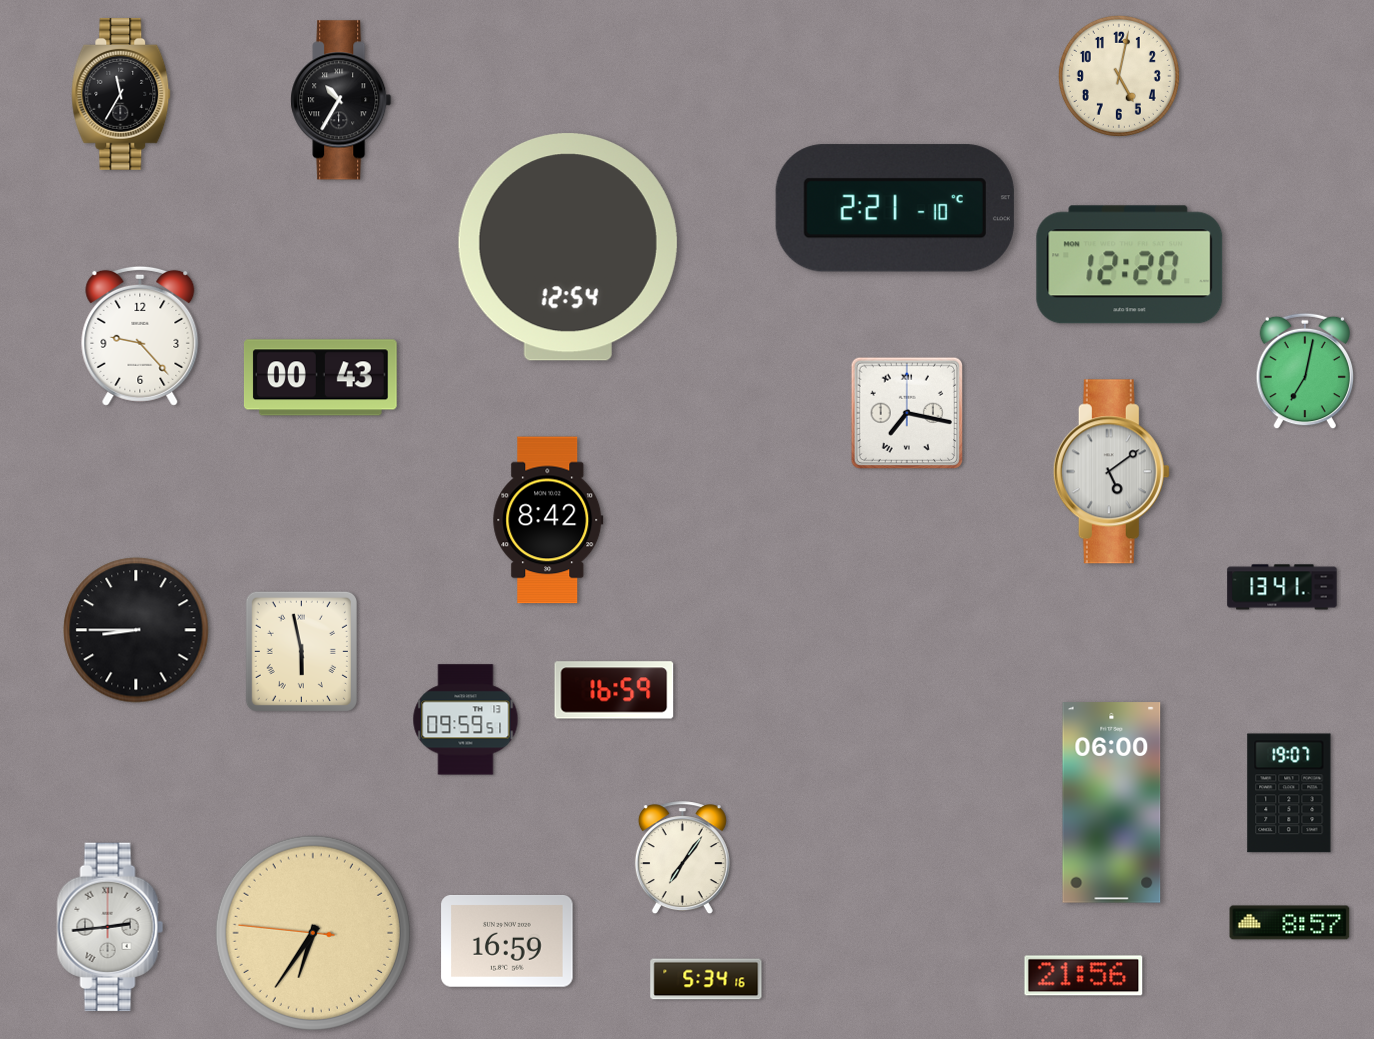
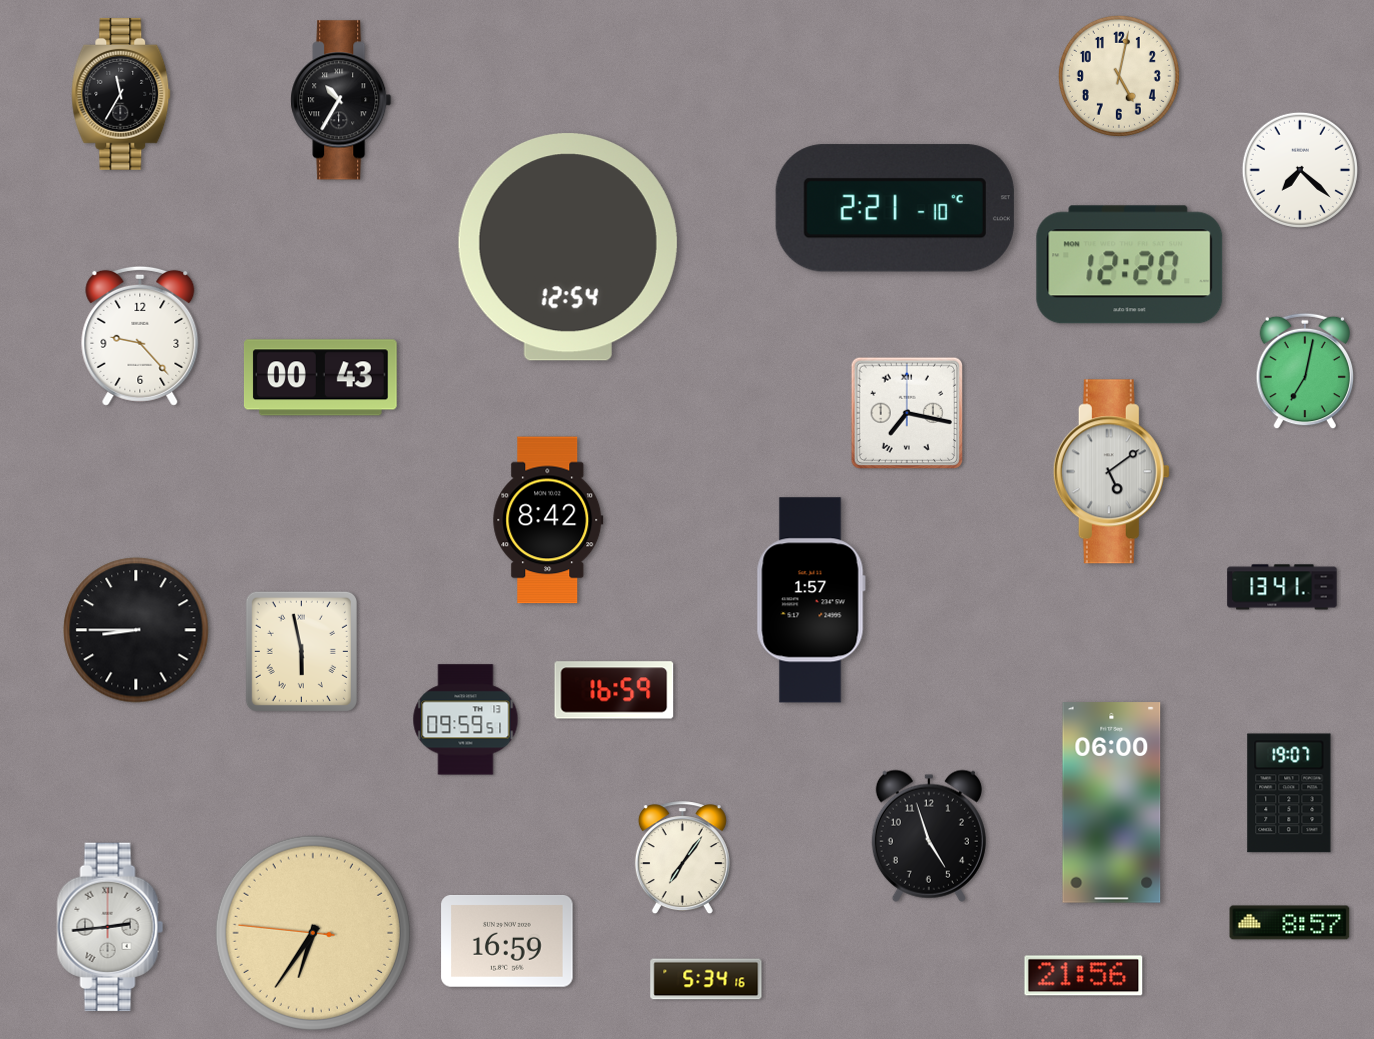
clock at (1300, 170): none -> 7:22
clock at (811, 600): none -> 1:57
clock at (929, 836): none -> 4:57
